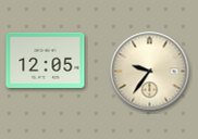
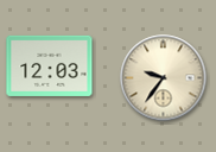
clock at (46, 60): 12:05 -> 12:03
